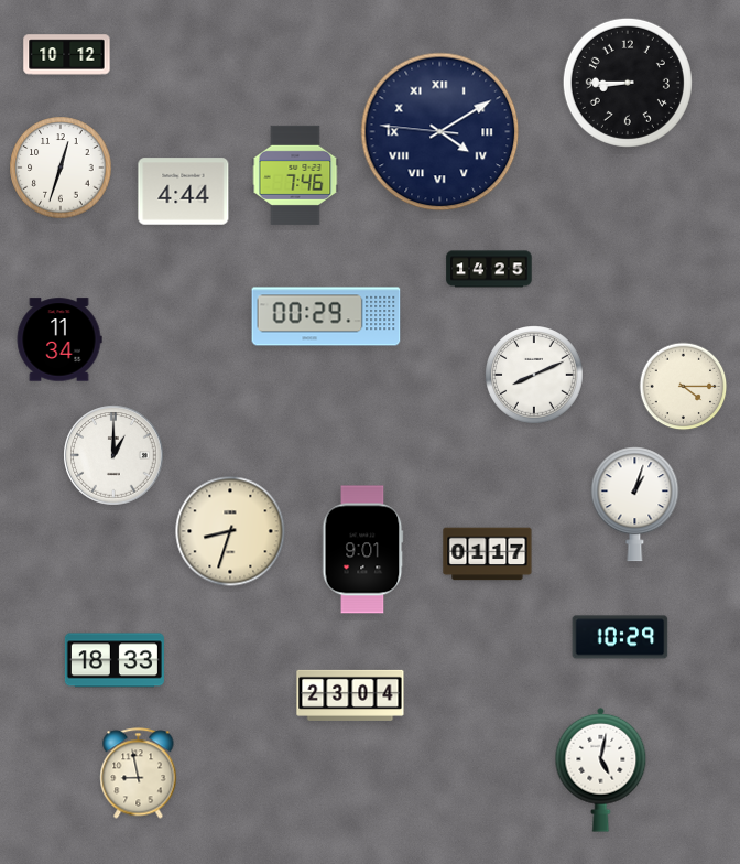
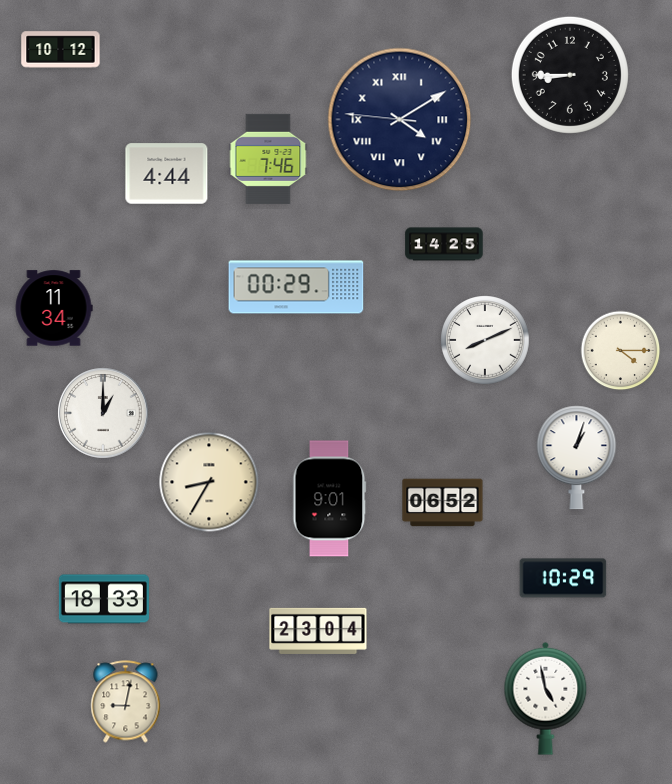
clock at (61, 168): 12:33 -> none
clock at (230, 531): 8:33 -> 8:35
clock at (488, 554): 01:17 -> 06:52
clock at (601, 769): 5:02 -> 4:58
clock at (139, 774): 8:58 -> 9:02
